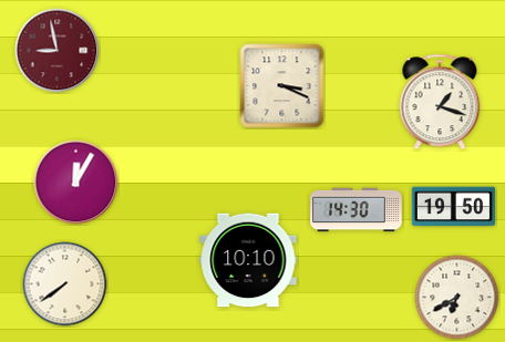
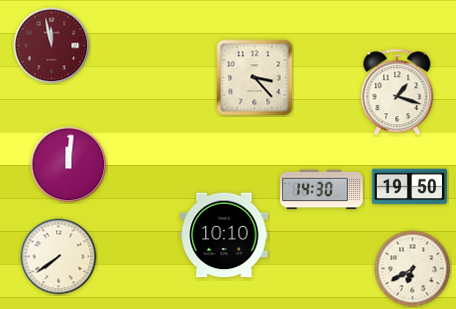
clock at (58, 51): 8:58 -> 11:58
clock at (282, 86): 3:19 -> 3:23
clock at (76, 183): 12:05 -> 12:01
